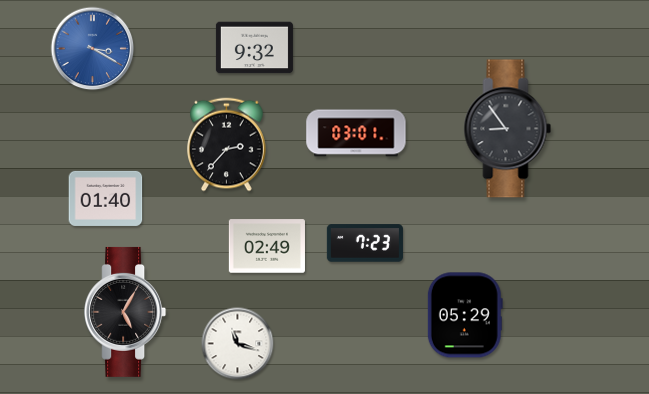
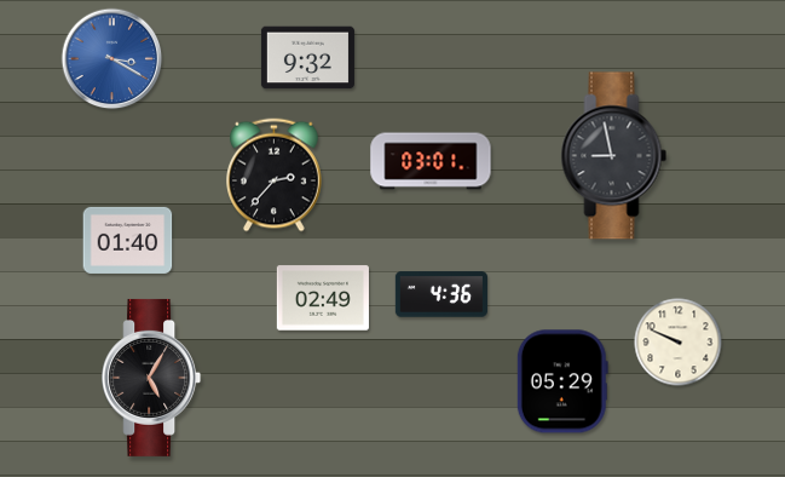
clock at (508, 129): 8:54 -> 8:58
clock at (365, 243): 7:23 -> 4:36
clock at (679, 343): none -> 9:49
clock at (238, 344): 11:18 -> none
